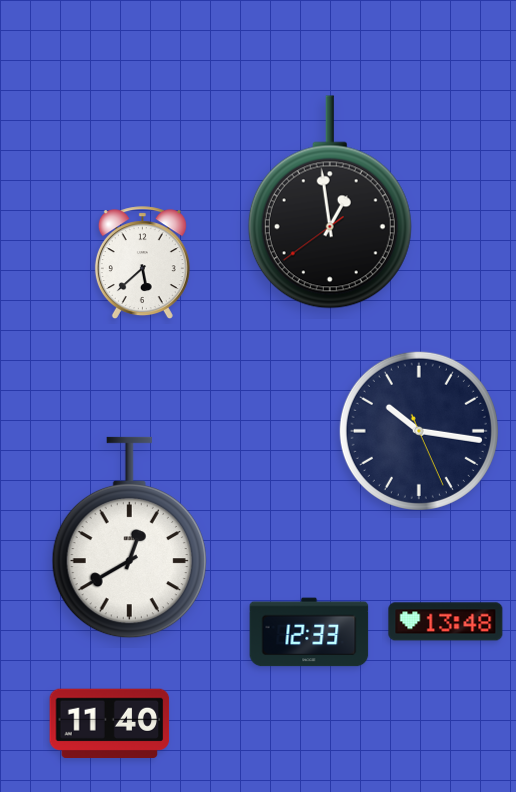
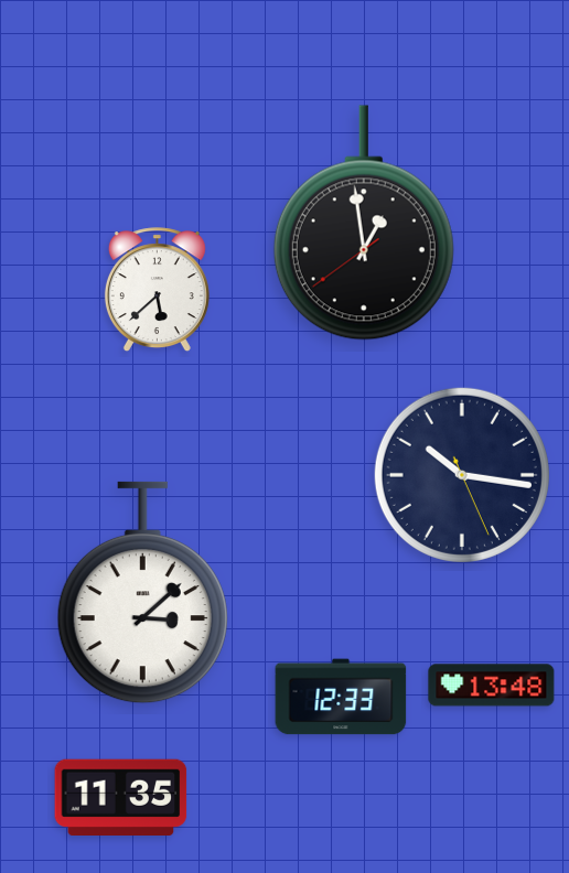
clock at (129, 538): 12:40 -> 3:08
clock at (110, 723): 11:40 -> 11:35
